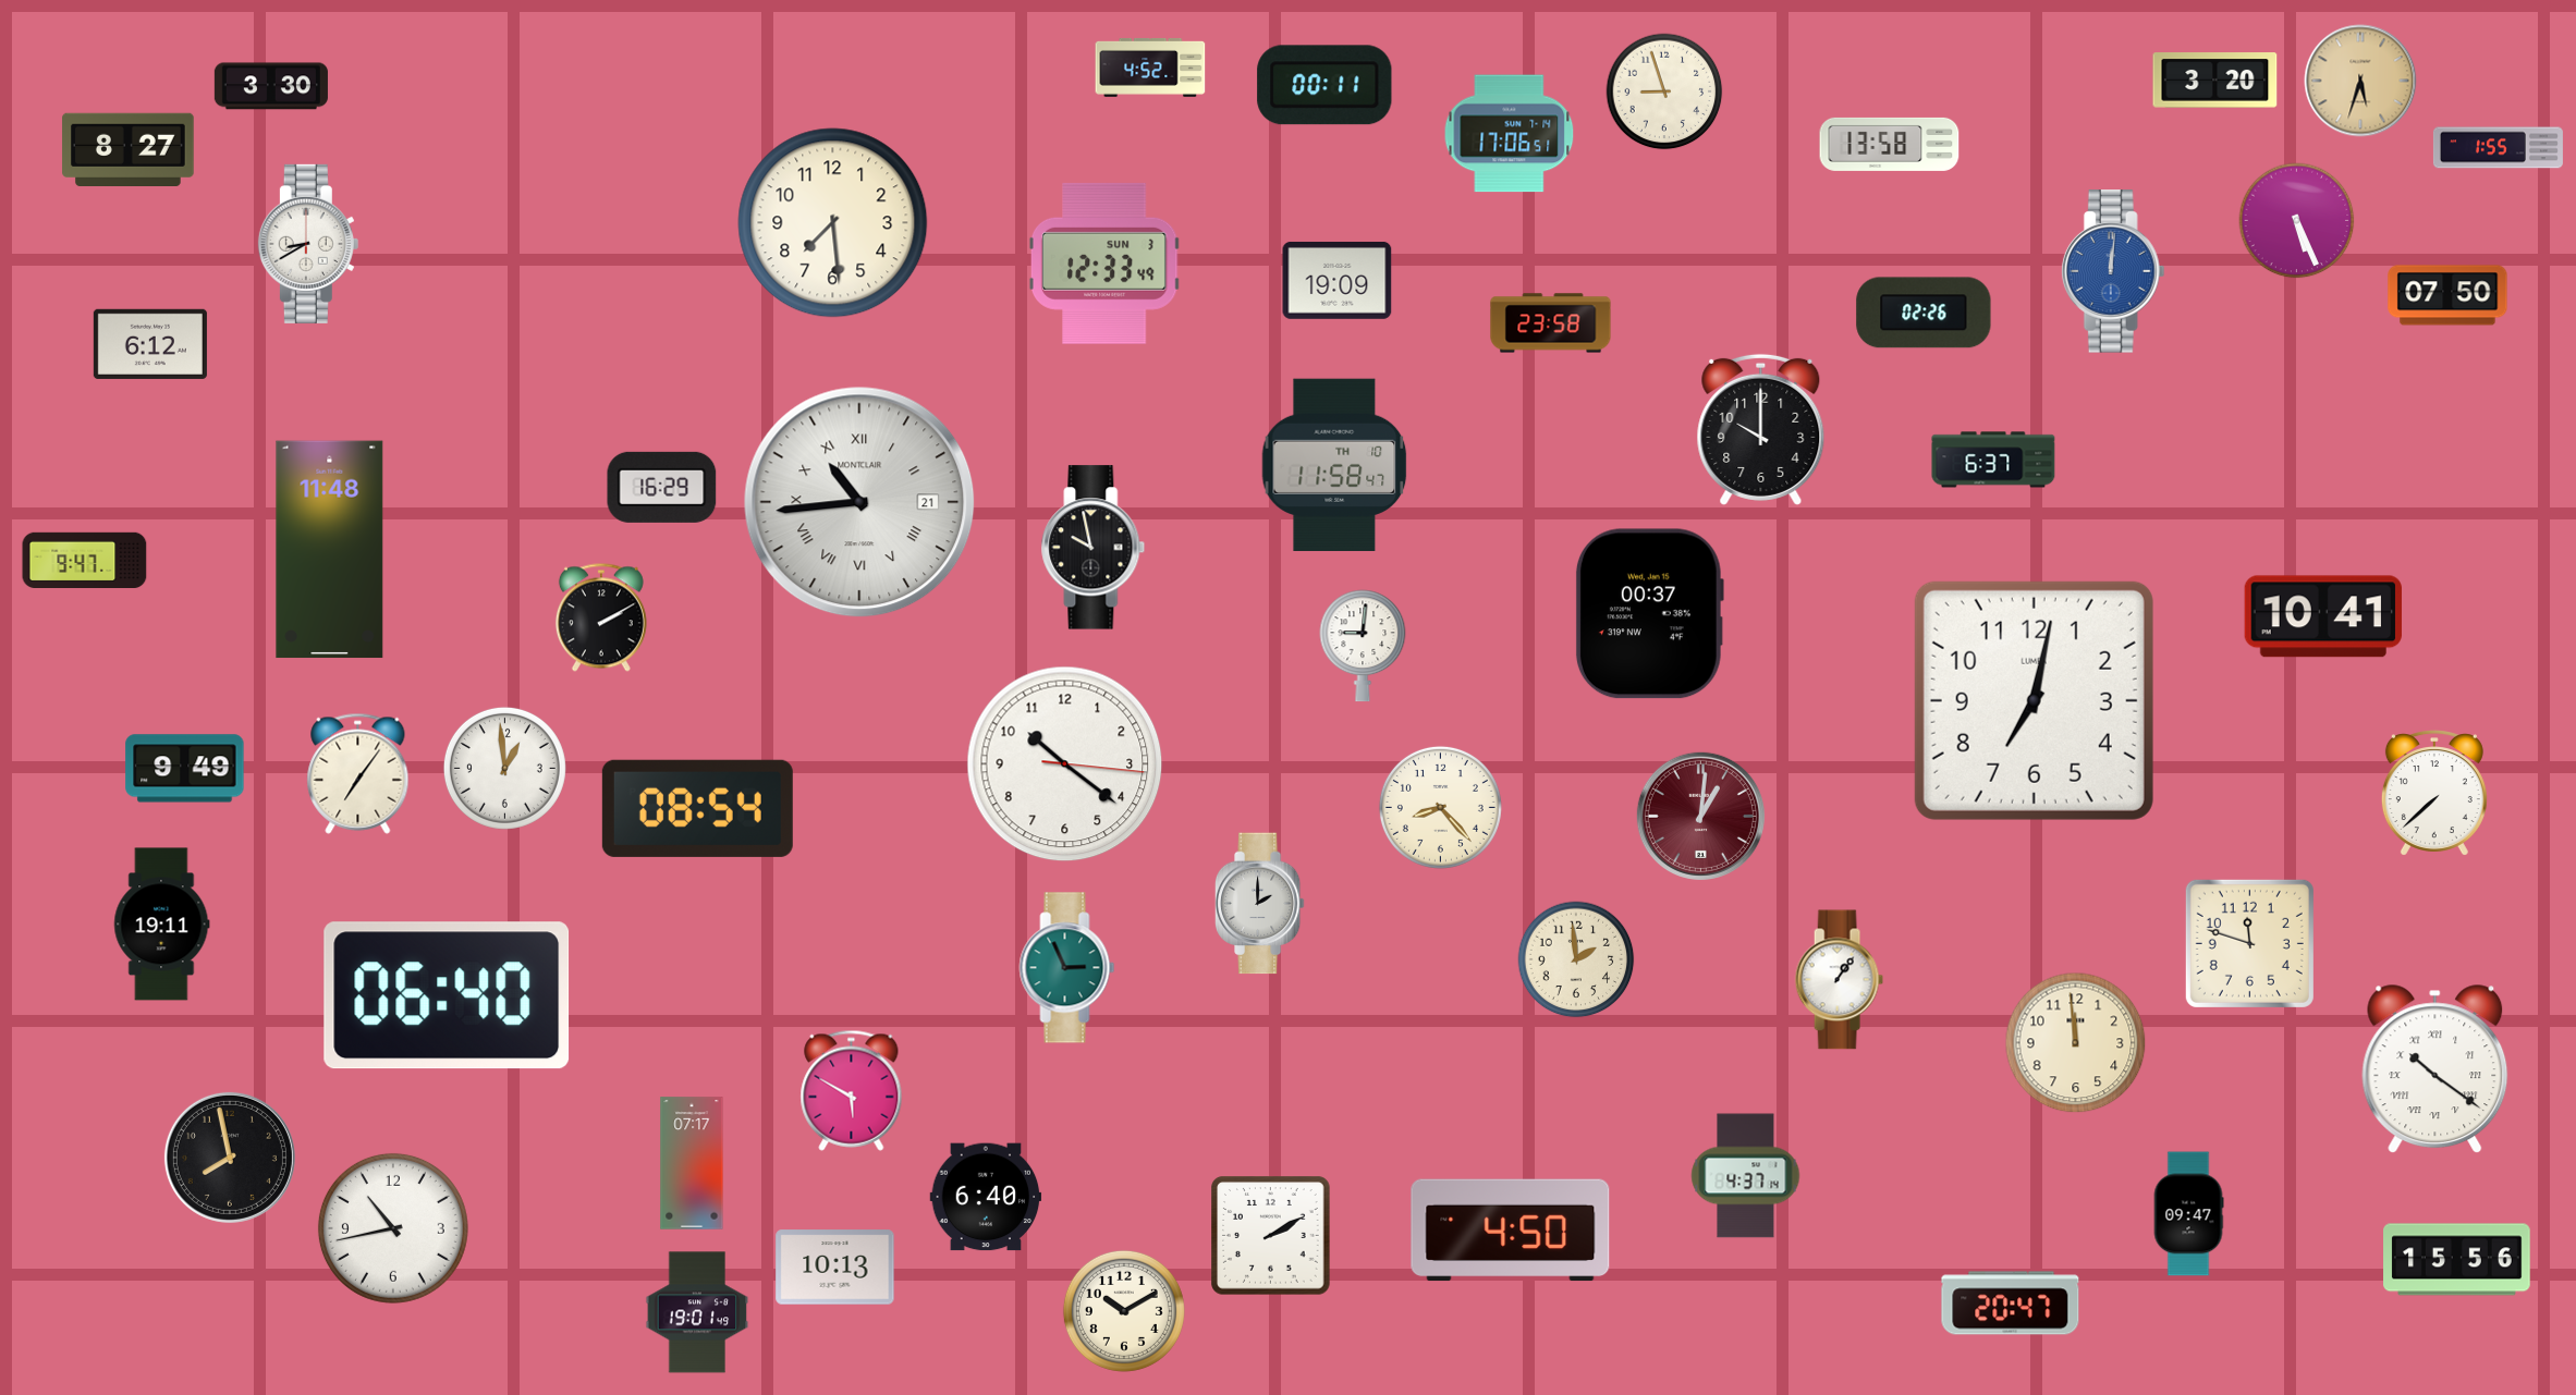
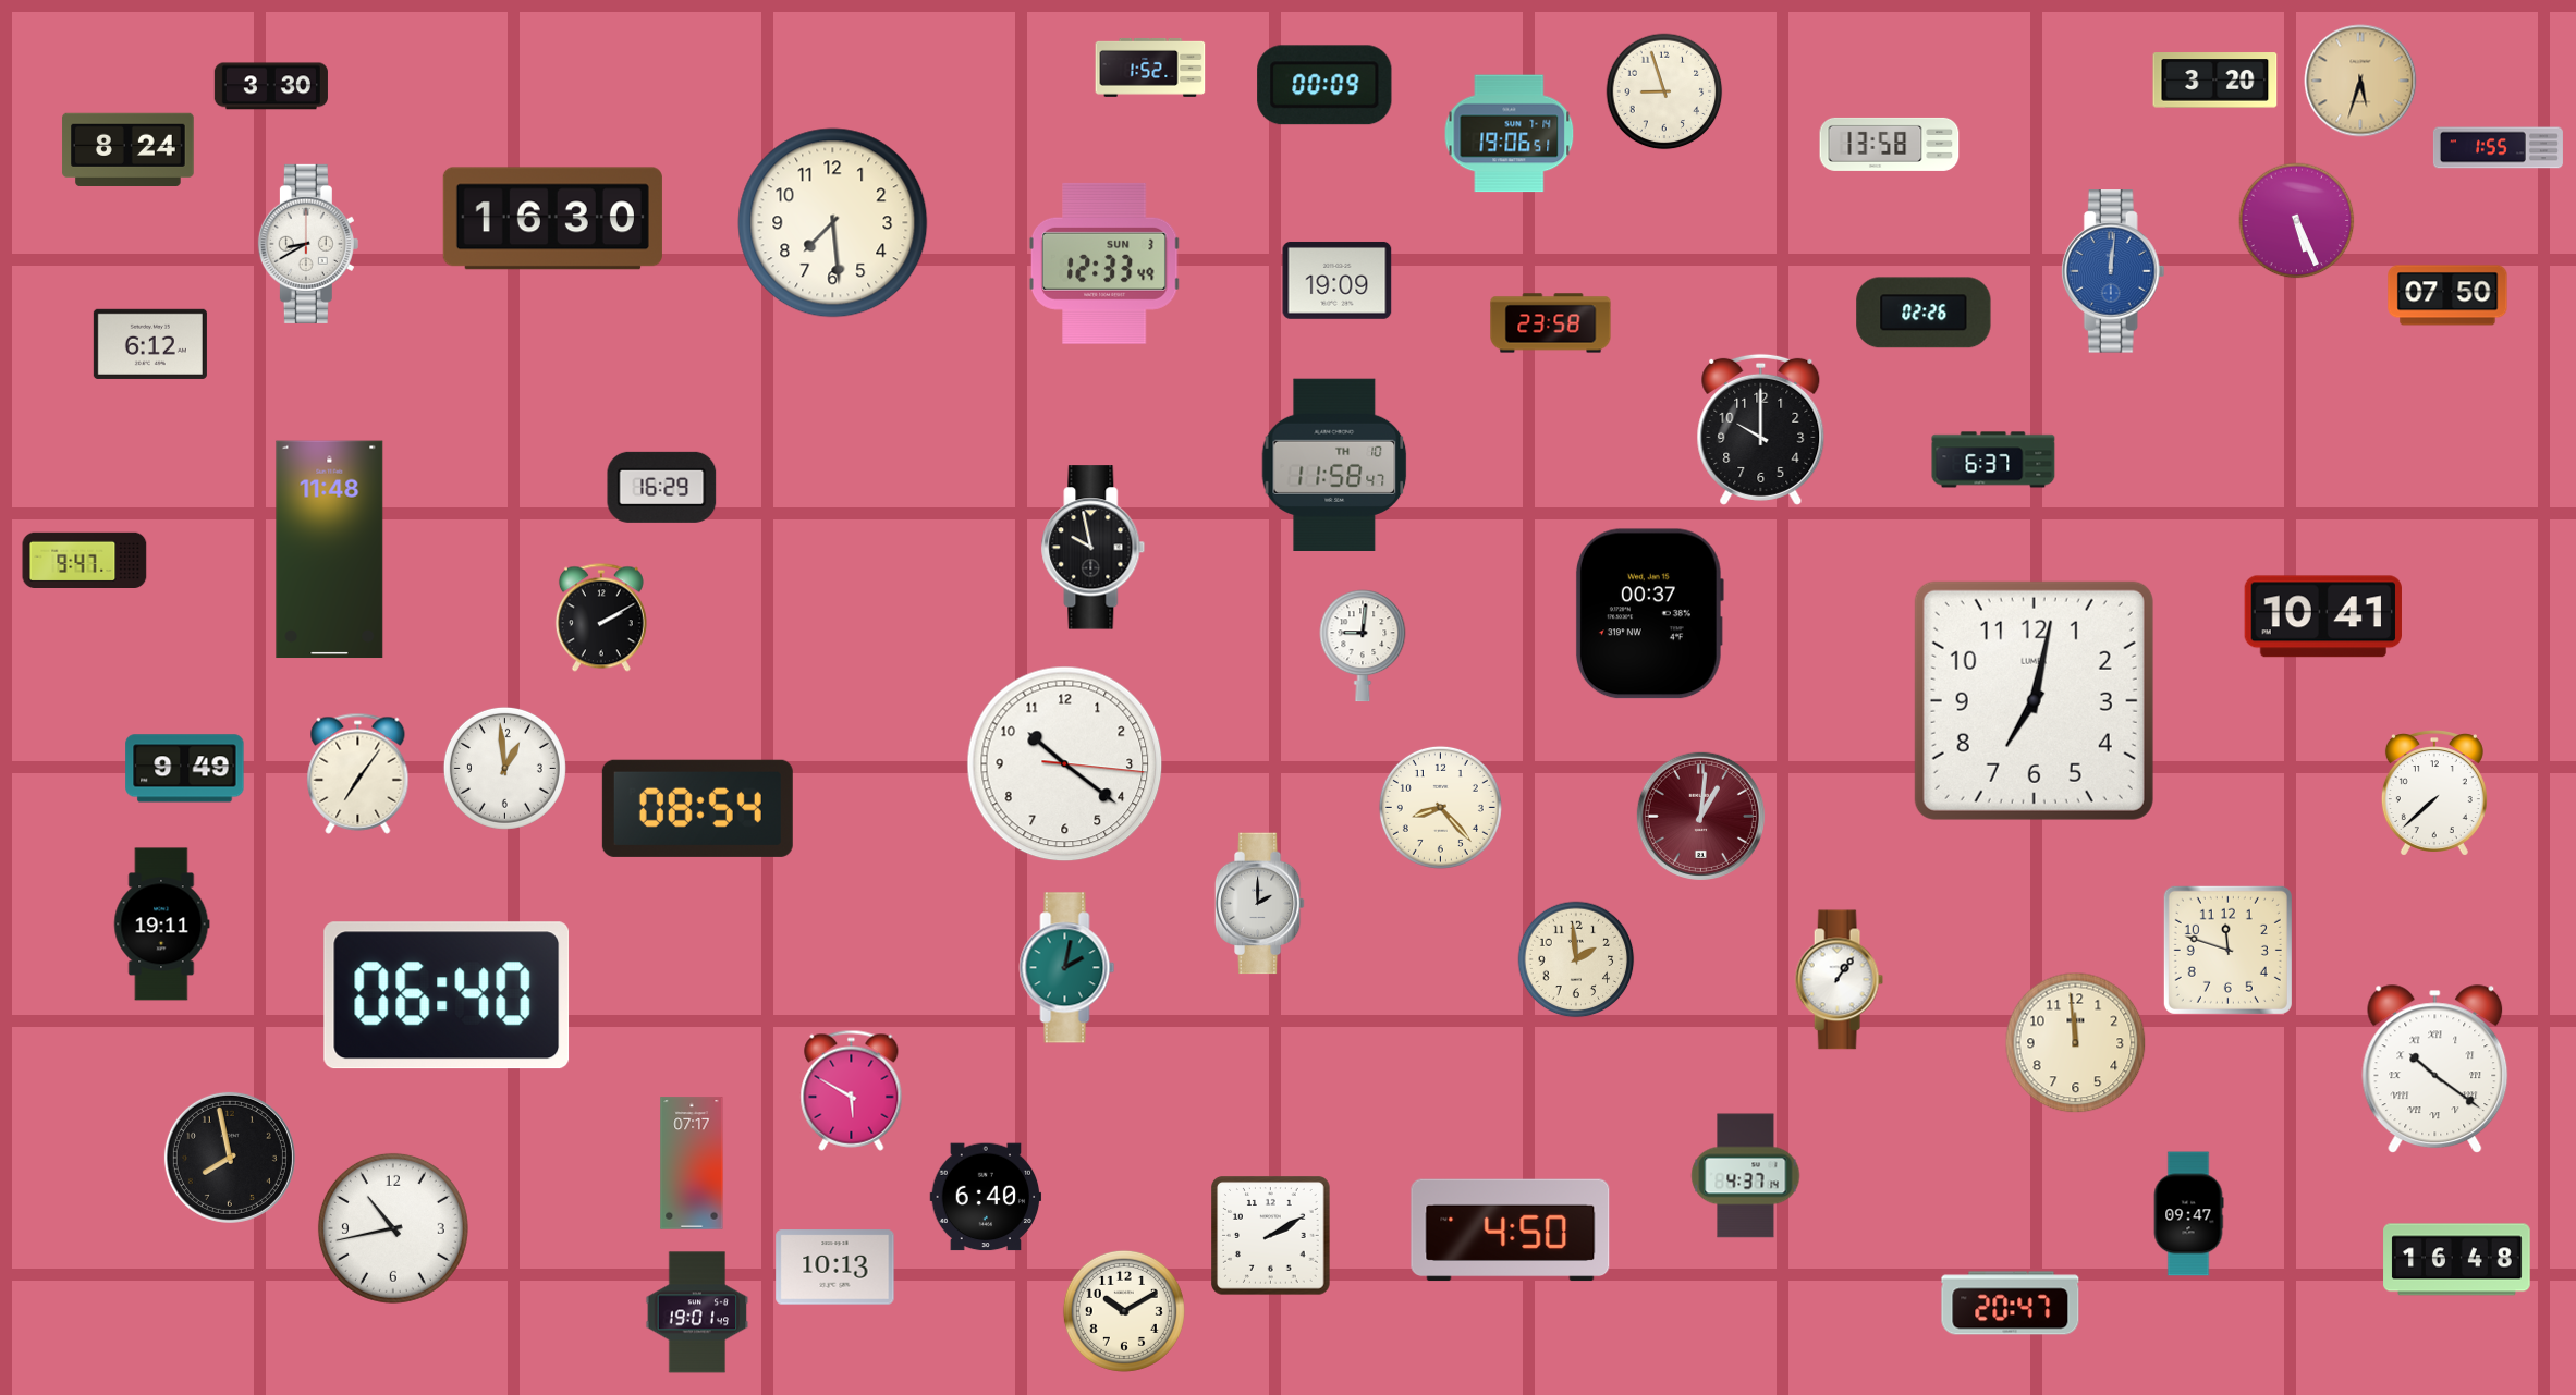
clock at (1150, 68): 4:52 -> 1:52
clock at (1324, 85): 00:11 -> 00:09
clock at (1510, 134): 17:06 -> 19:06
clock at (129, 149): 8:27 -> 8:24
clock at (552, 219): none -> 16:30
clock at (859, 502): 10:44 -> none
clock at (2249, 943) position: (2249, 943) -> (2227, 950)
clock at (1067, 968): 2:56 -> 2:02
clock at (2457, 1260): 15:56 -> 16:48
